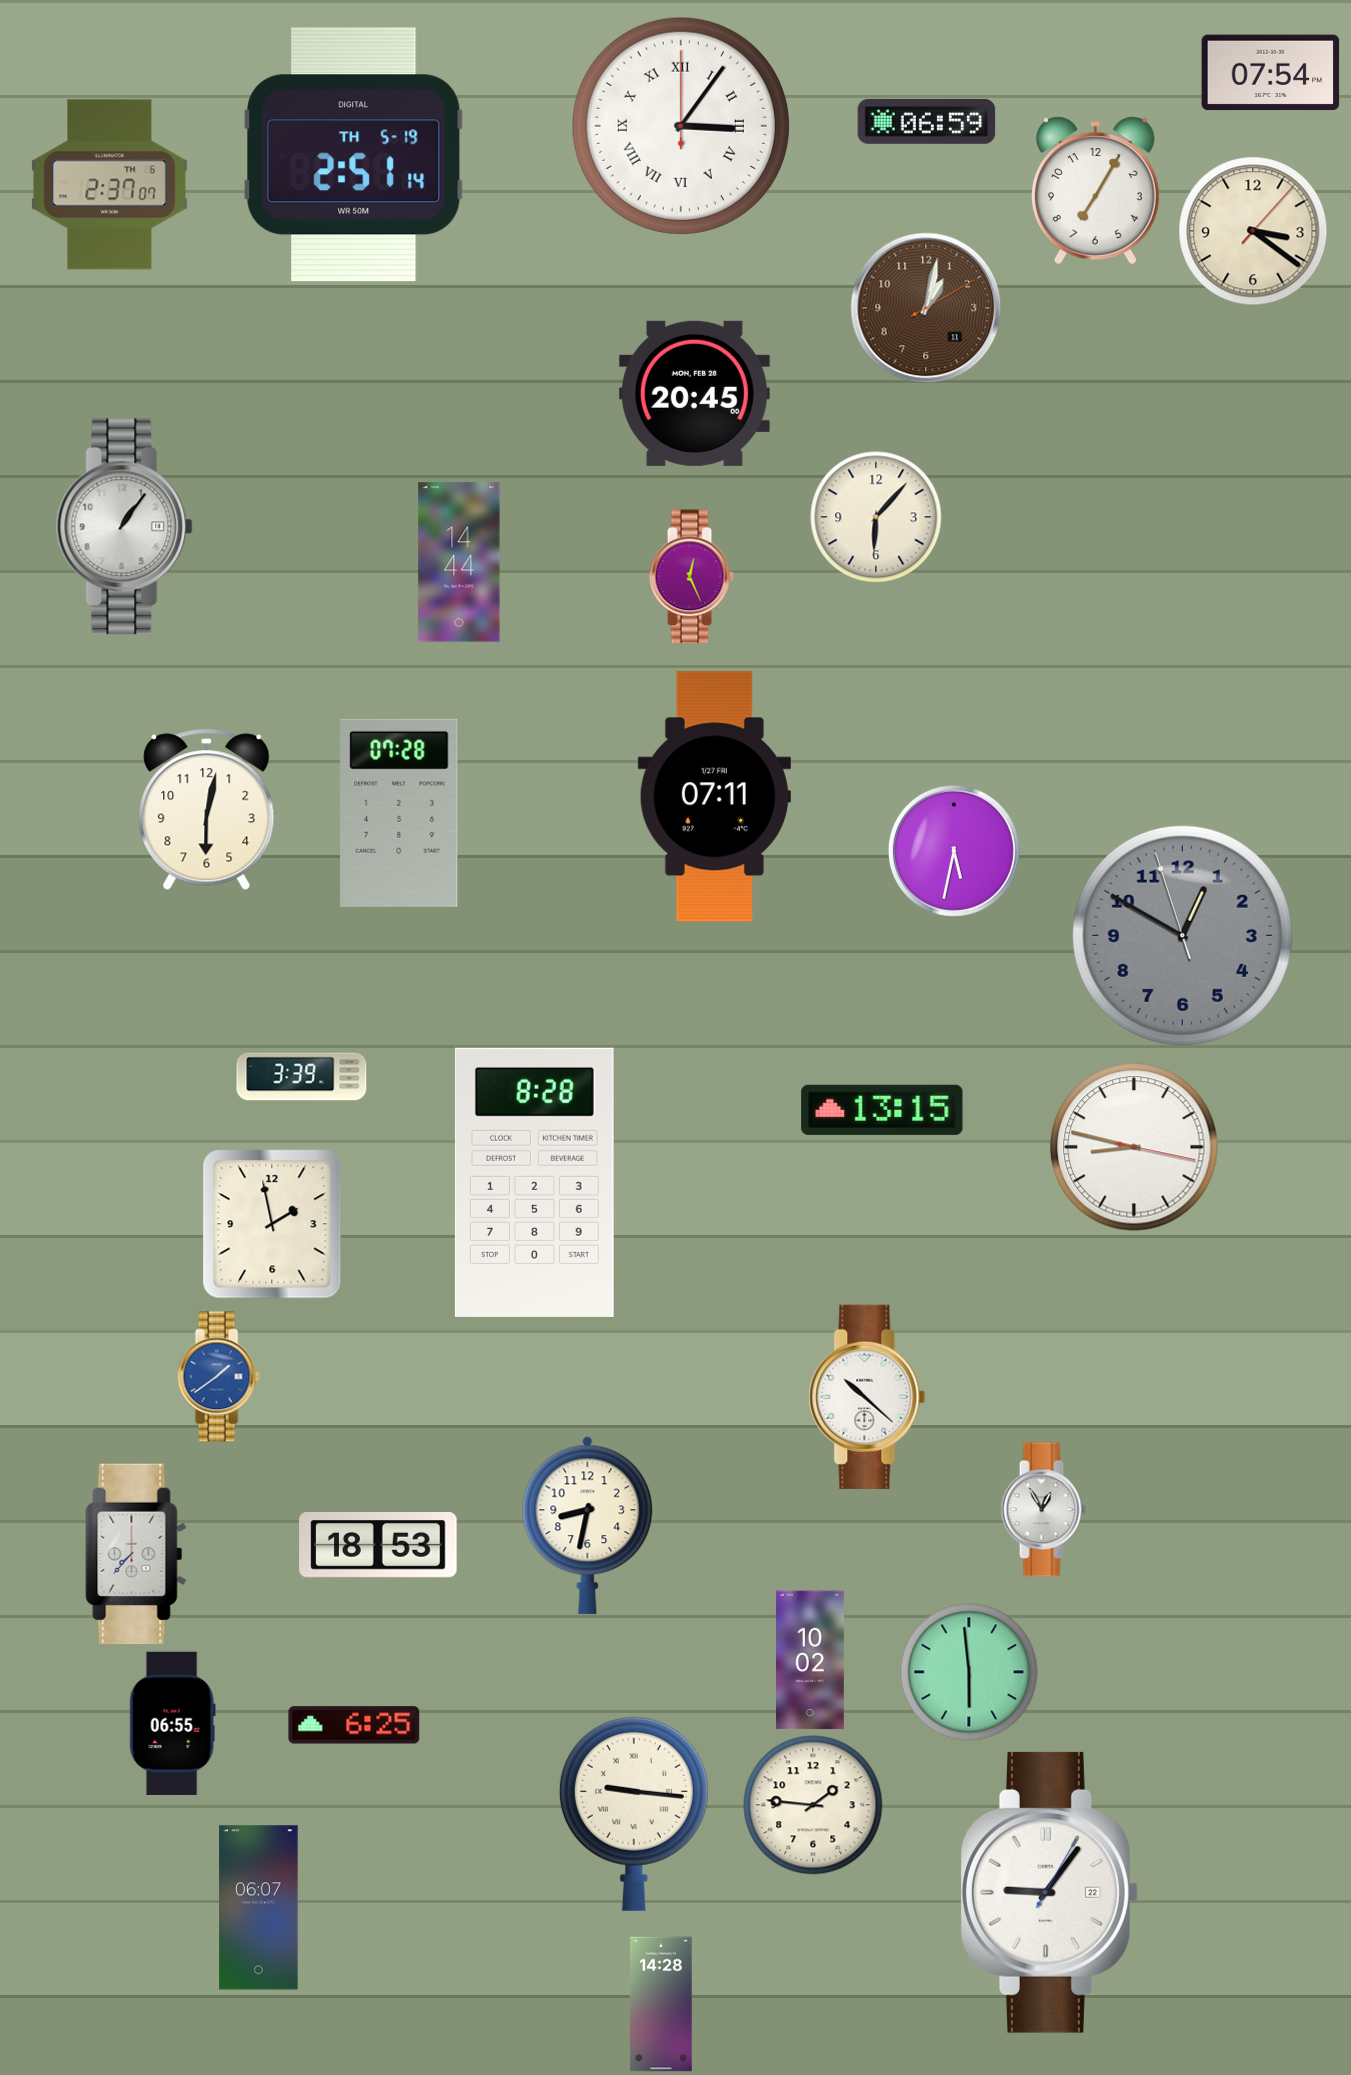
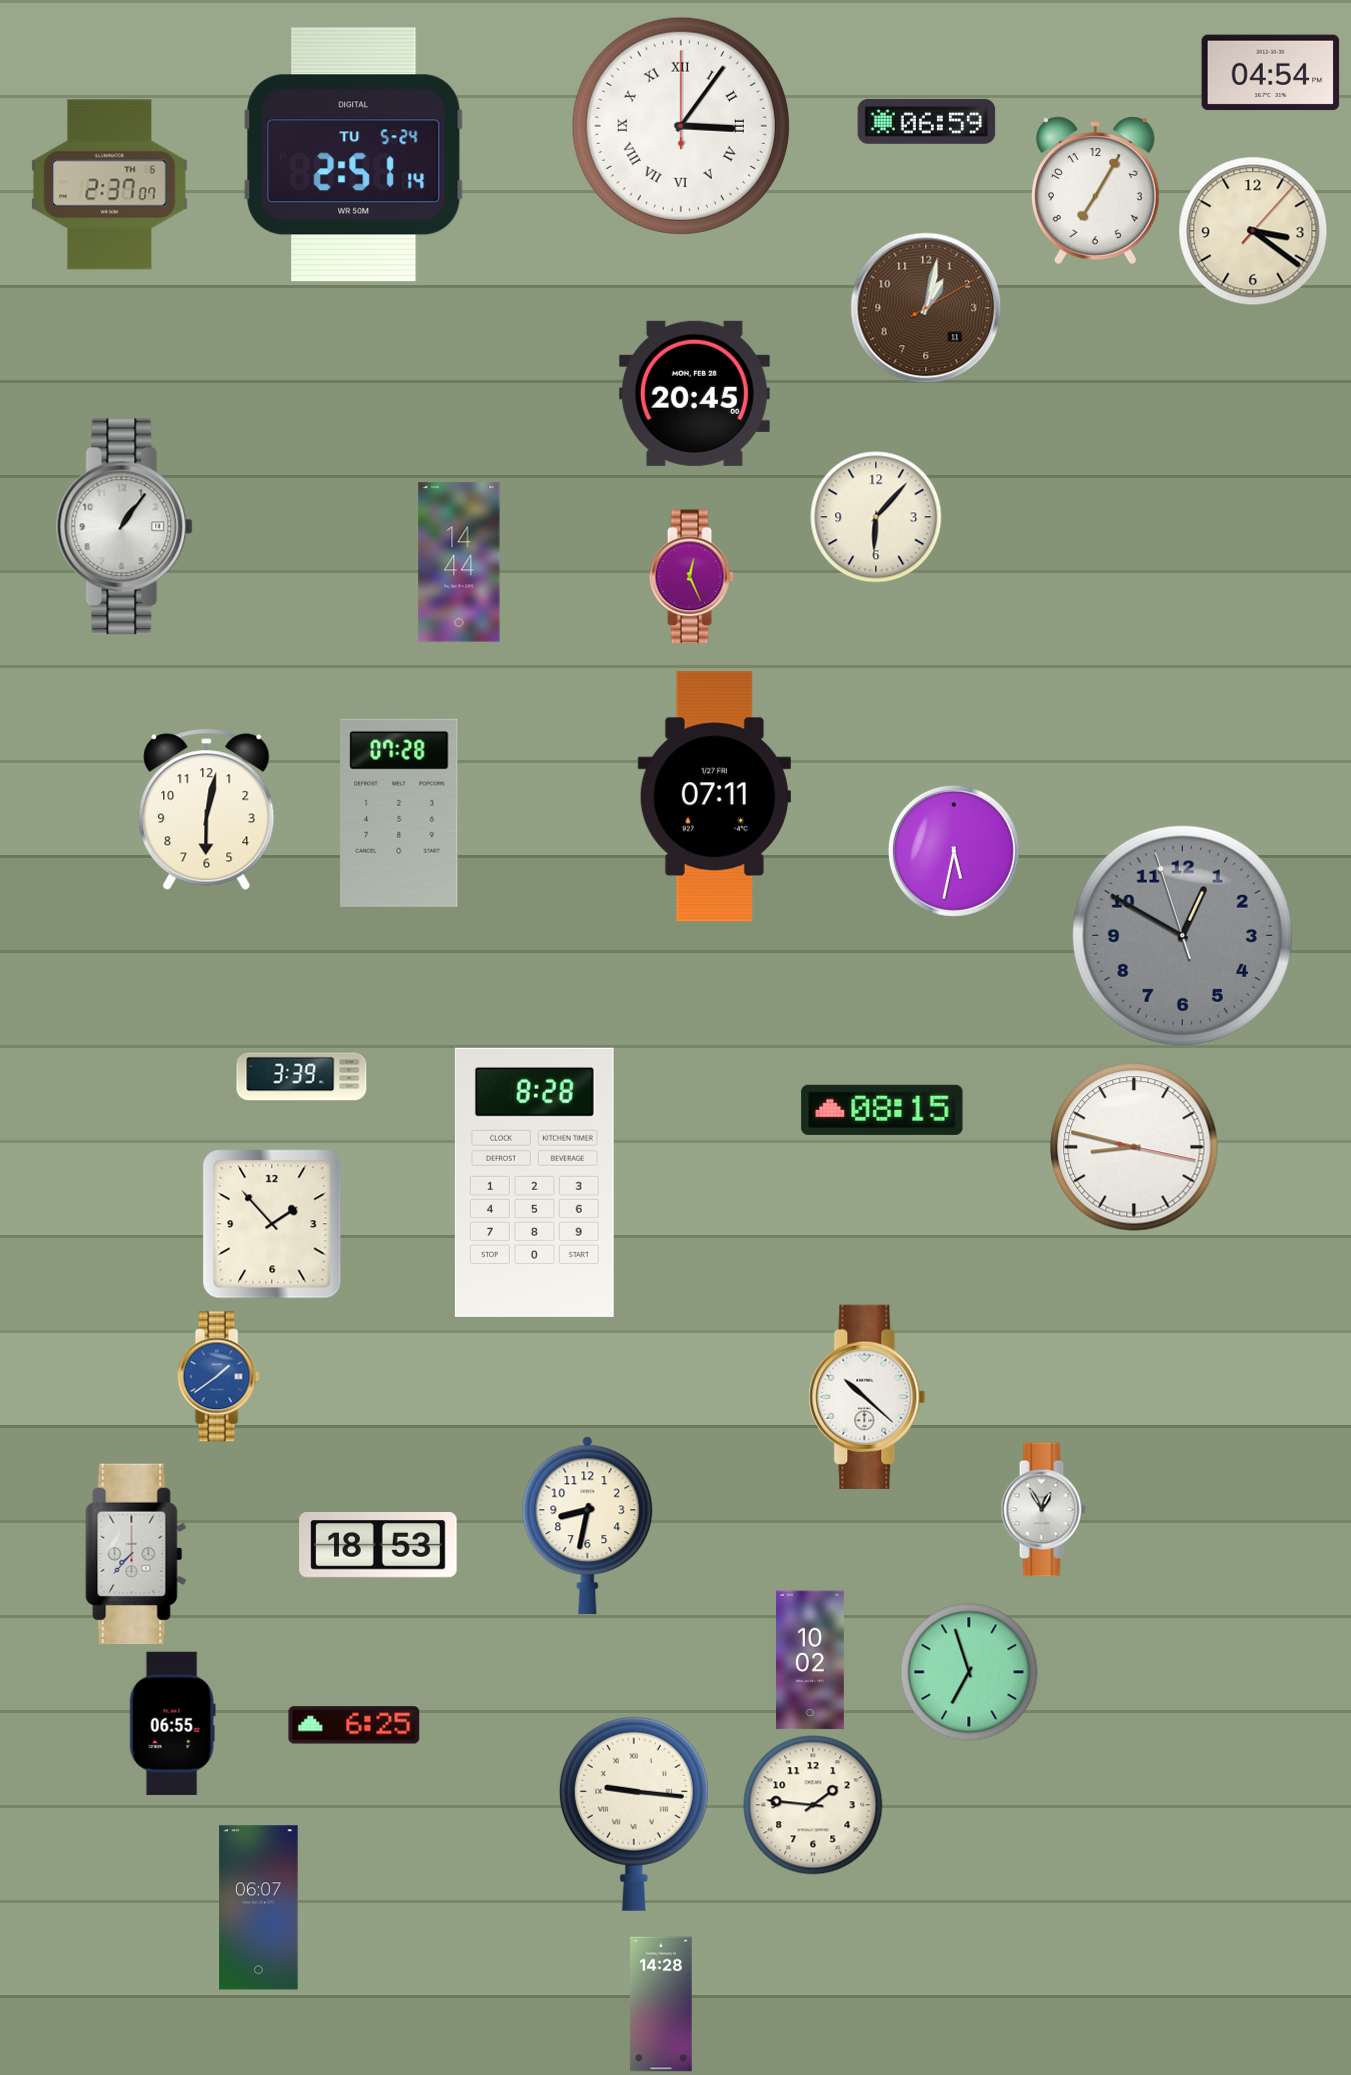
clock at (1271, 73): 07:54 -> 04:54
clock at (354, 155) date: TH 5-19 -> TU 5-24
clock at (882, 1110): 13:15 -> 08:15
clock at (272, 1224): 1:58 -> 1:53
clock at (969, 1672): 5:59 -> 6:57
clock at (1049, 1892): 9:06 -> none
